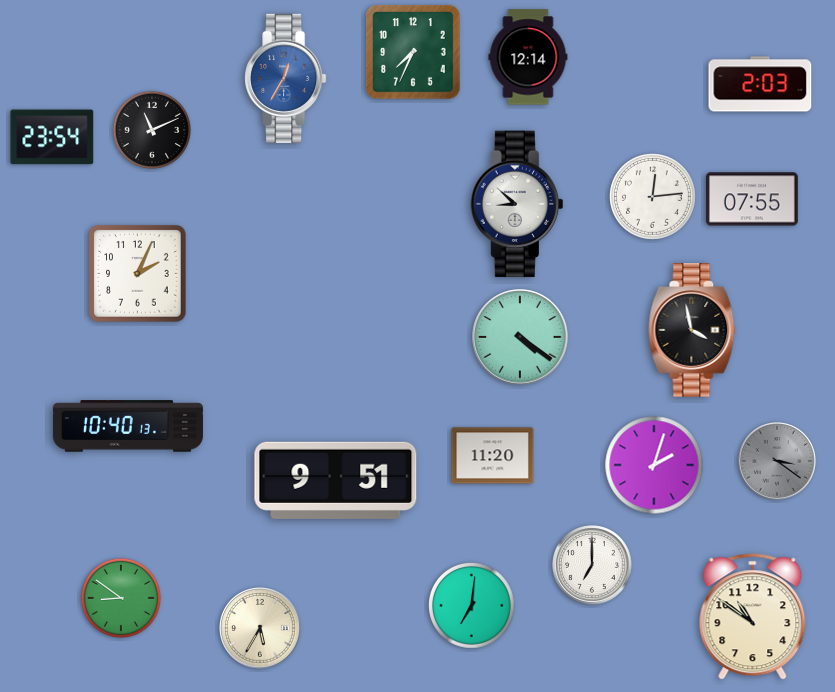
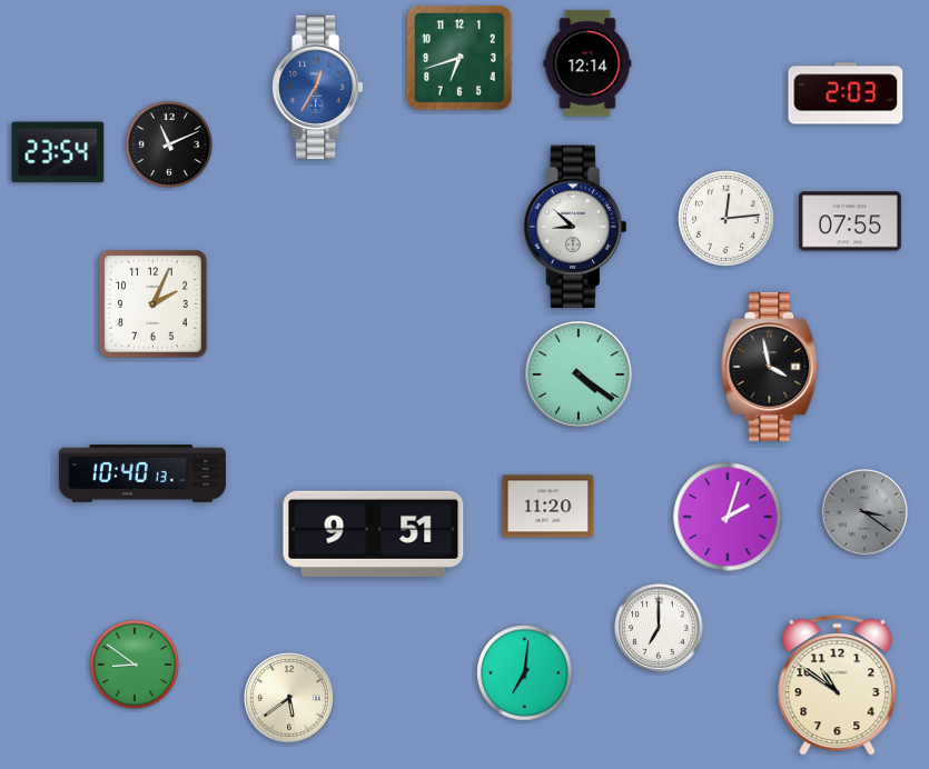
clock at (413, 52): 7:34 -> 6:42
clock at (752, 199) position: (752, 199) -> (850, 221)
clock at (261, 629): 5:35 -> 5:39
